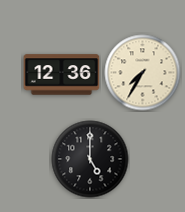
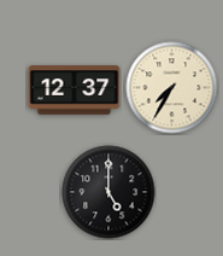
clock at (62, 75): 12:36 -> 12:37
